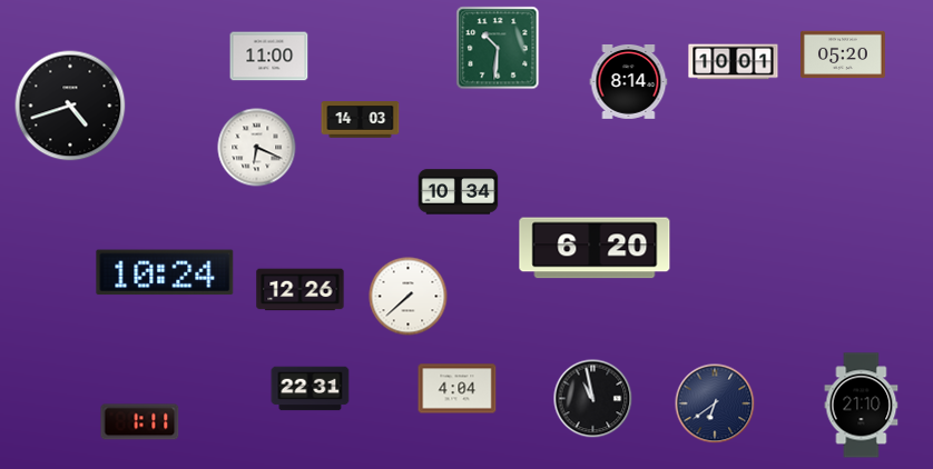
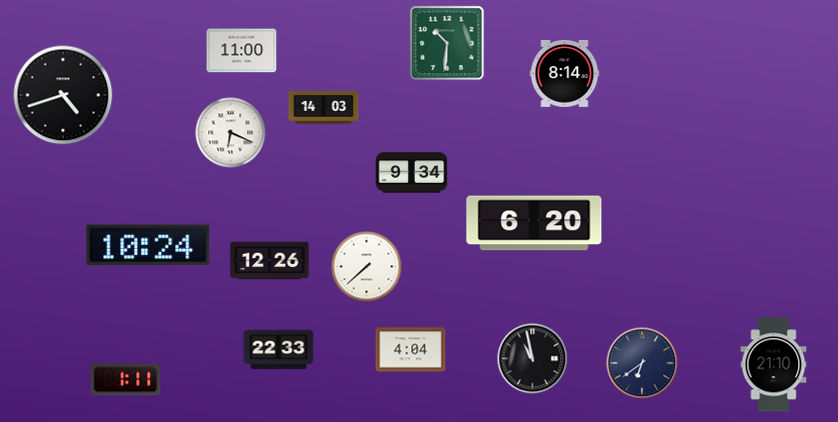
clock at (844, 54): 05:20 -> none
clock at (734, 62): 10:01 -> none
clock at (459, 192): 10:34 -> 9:34
clock at (311, 389): 22:31 -> 22:33
